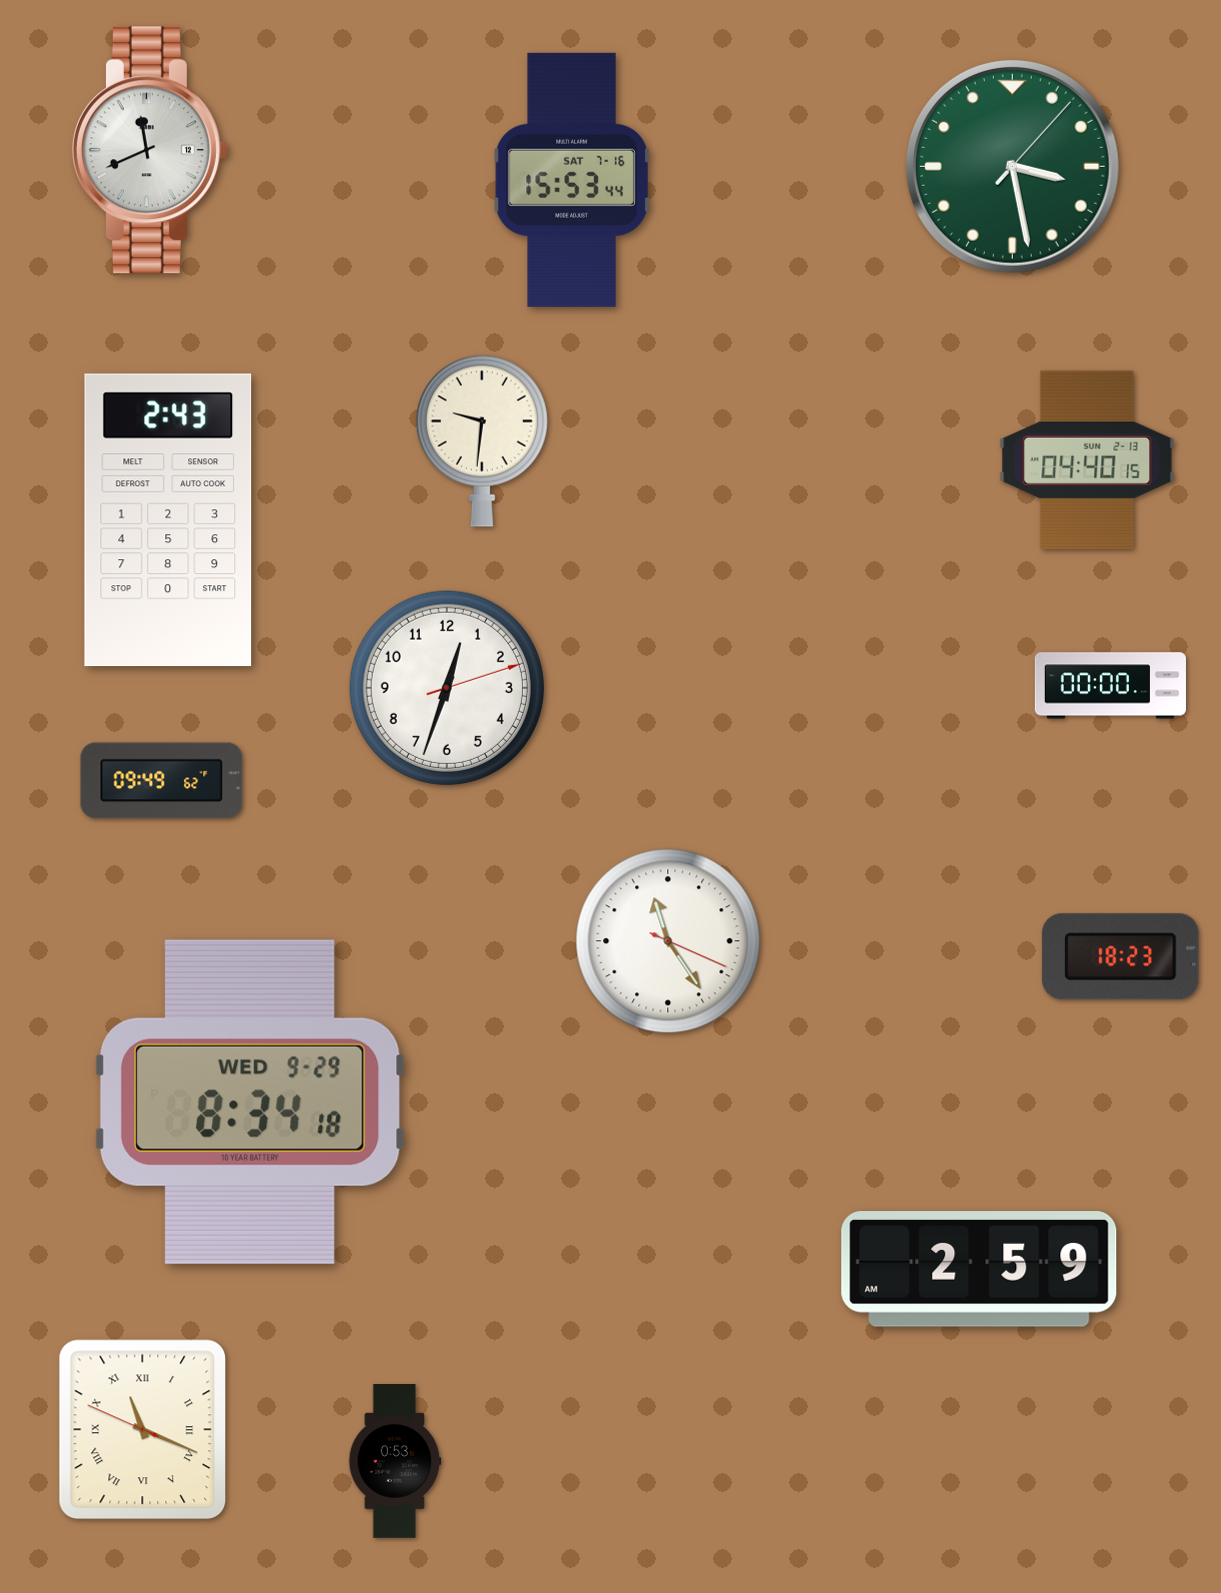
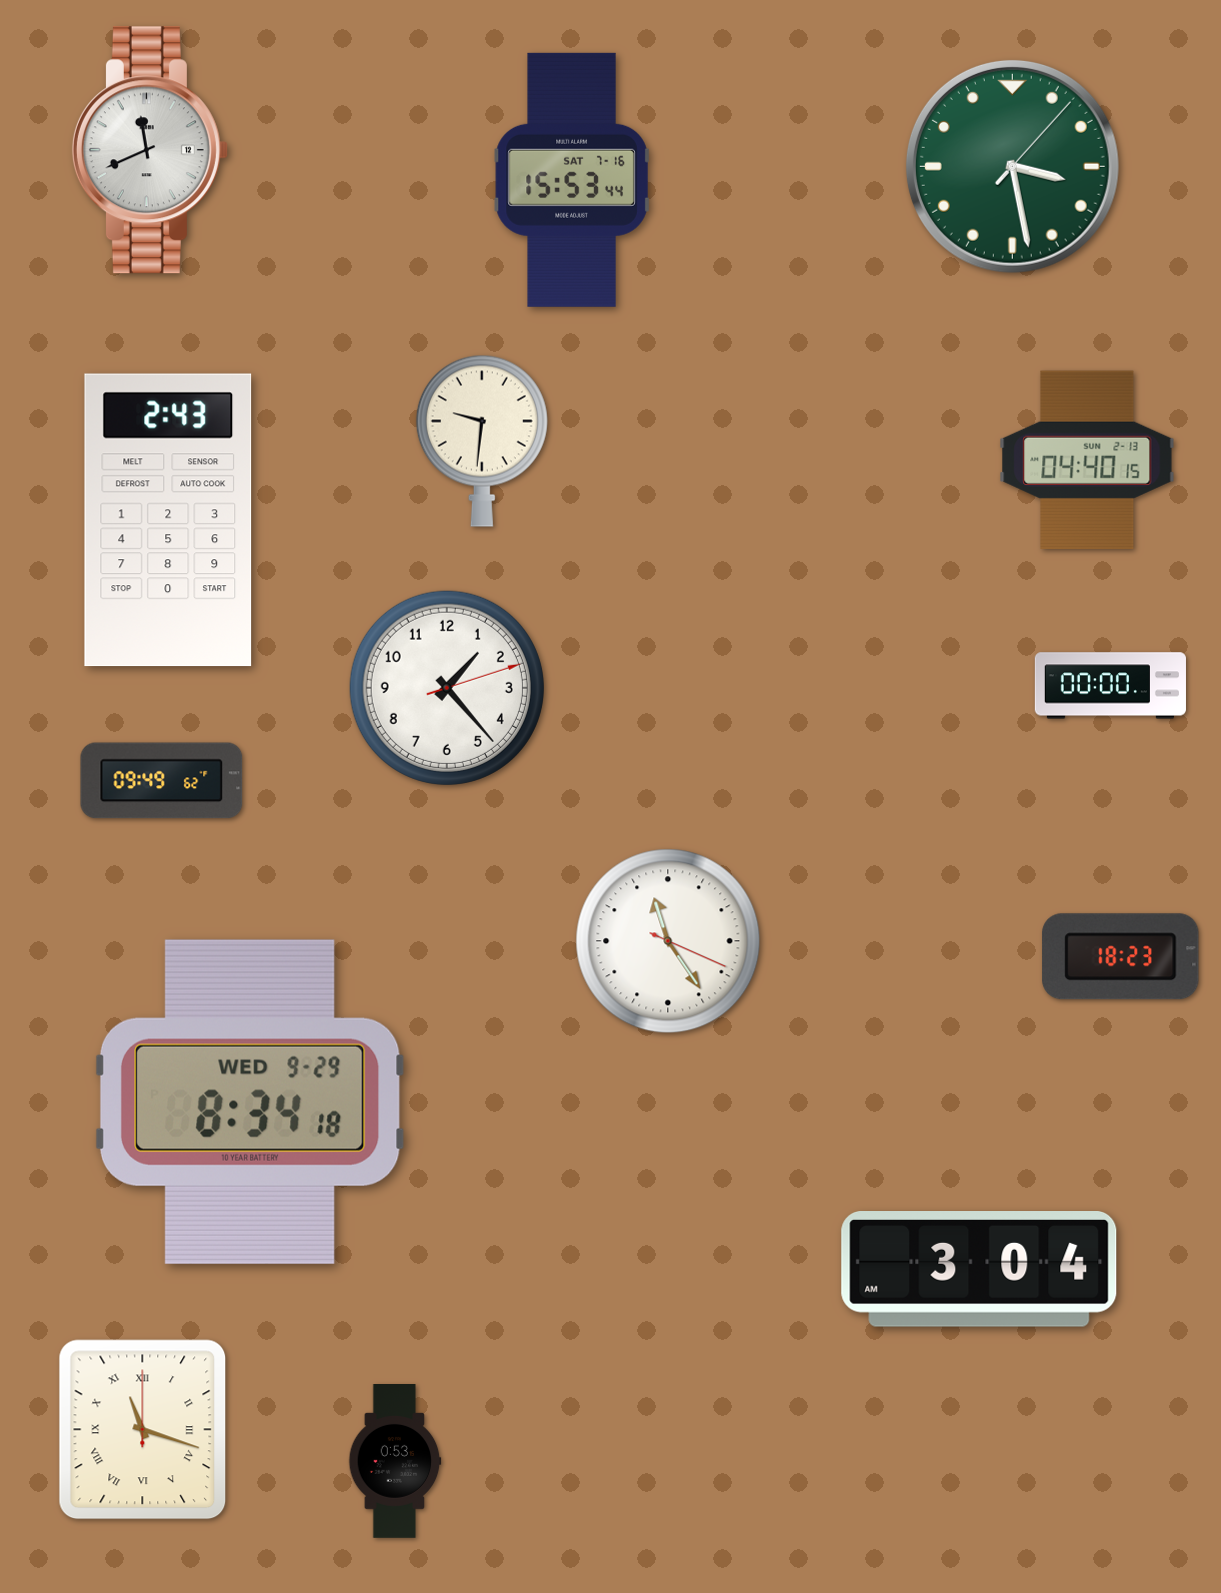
clock at (447, 688): 12:33 -> 1:23
clock at (979, 1270): 2:59 -> 3:04
clock at (143, 1430): 11:18:49 -> 11:18:00
